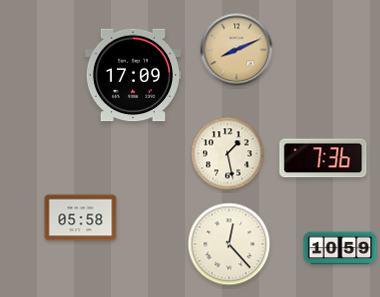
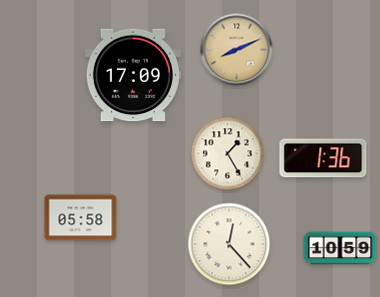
clock at (228, 154): 1:28 -> 1:25
clock at (323, 158): 7:36 -> 1:36
